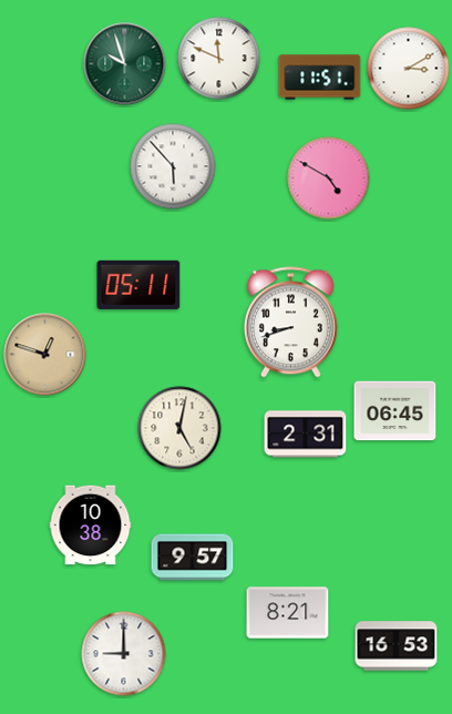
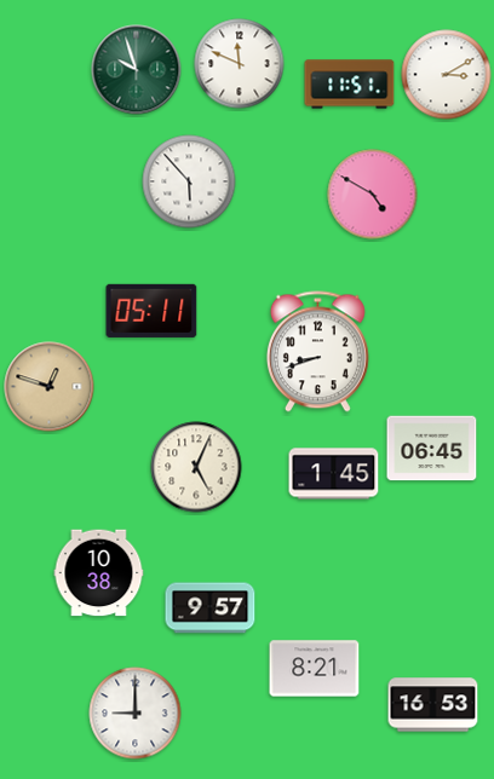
clock at (329, 178) position: (329, 178) -> (373, 195)
clock at (179, 428): 5:02 -> 5:04
clock at (306, 435): 2:31 -> 1:45
